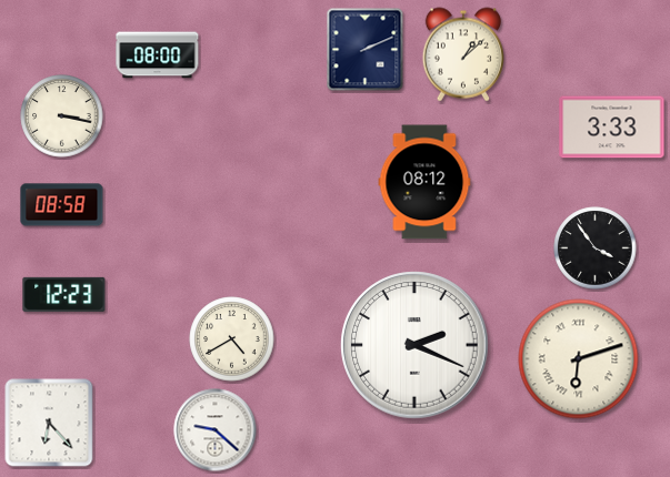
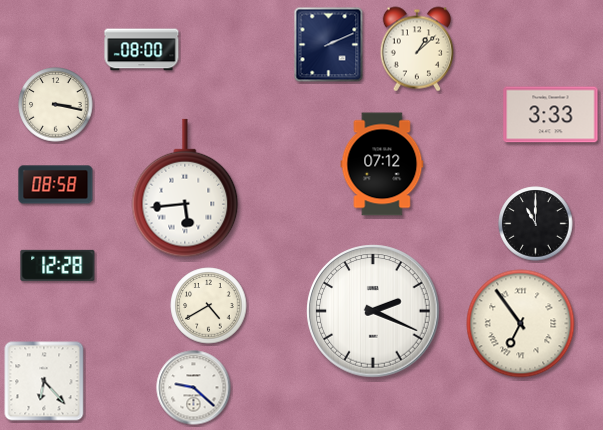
clock at (424, 182): 08:12 -> 07:12
clock at (185, 188): none -> 5:44
clock at (596, 248): 3:54 -> 11:00
clock at (64, 294): 12:23 -> 12:28
clock at (579, 359): 6:12 -> 6:54
